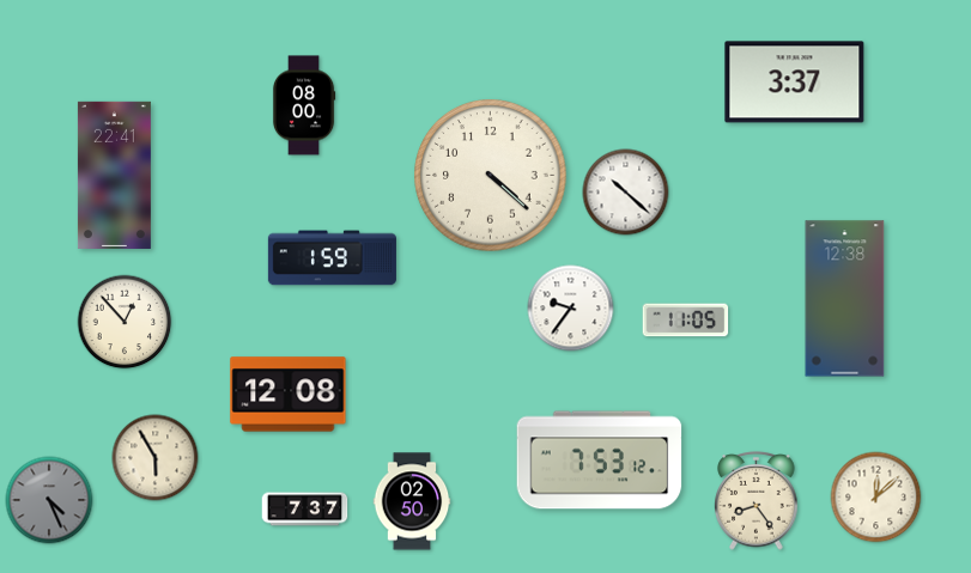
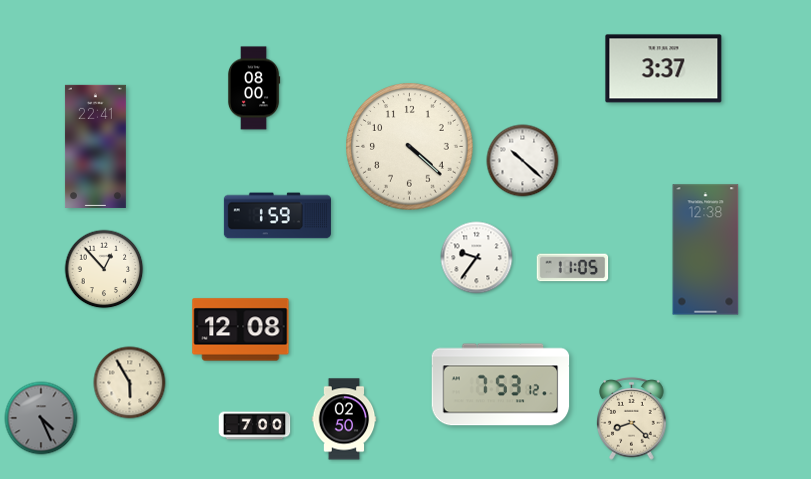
clock at (876, 498): 12:08 -> none
clock at (757, 501): 8:24 -> 8:22
clock at (305, 510): 7:37 -> 7:00
